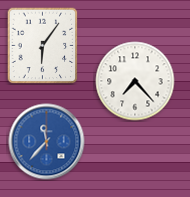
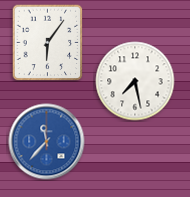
clock at (43, 45) position: (43, 45) -> (48, 42)
clock at (135, 81): 7:23 -> 7:28
